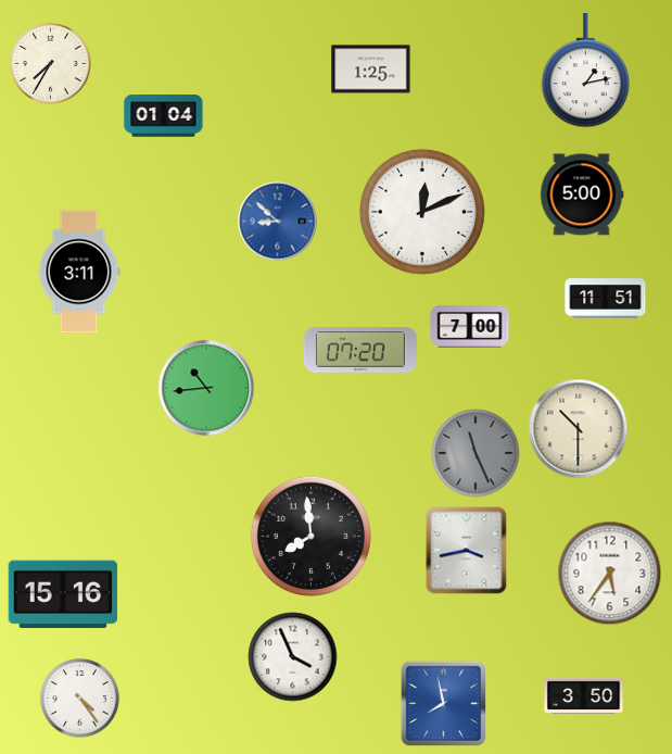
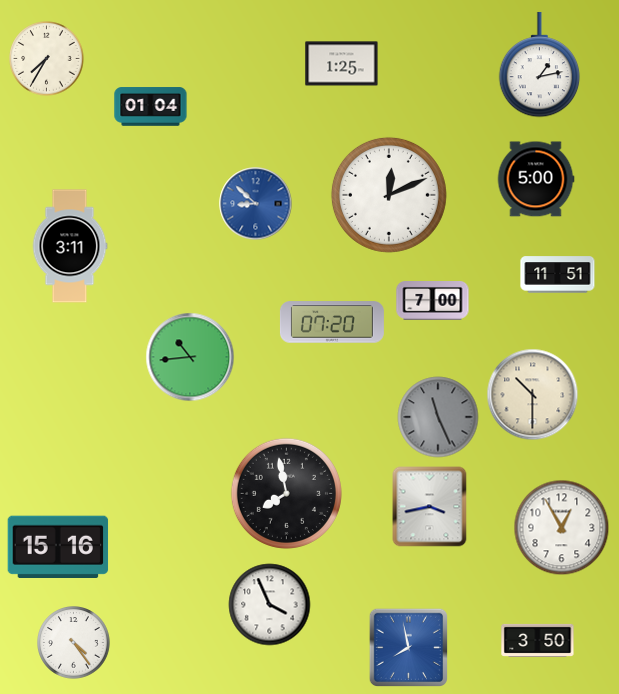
clock at (79, 272) position: (79, 272) -> (70, 246)
clock at (310, 536): 7:59 -> 7:58
clock at (610, 574): 5:36 -> 12:55
